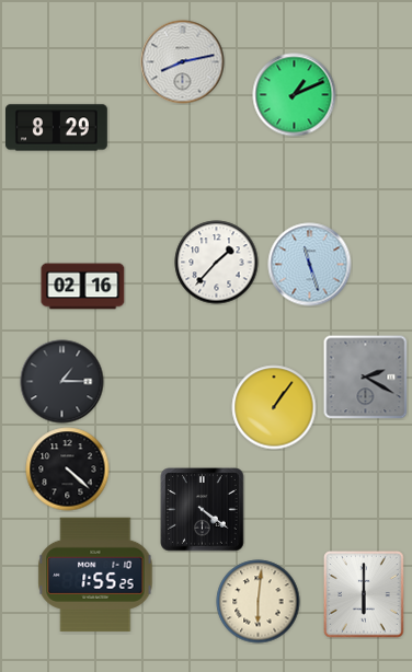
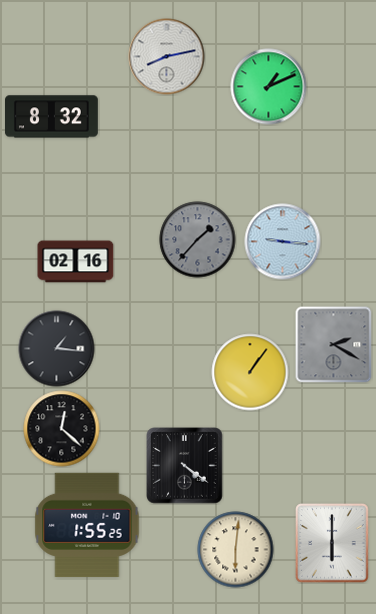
clock at (57, 128): 8:29 -> 8:32
clock at (217, 263) dial: white -> grey
clock at (310, 265): 11:27 -> 9:16
clock at (62, 382): 1:15 -> 1:16
clock at (68, 470): 4:22 -> 12:22
